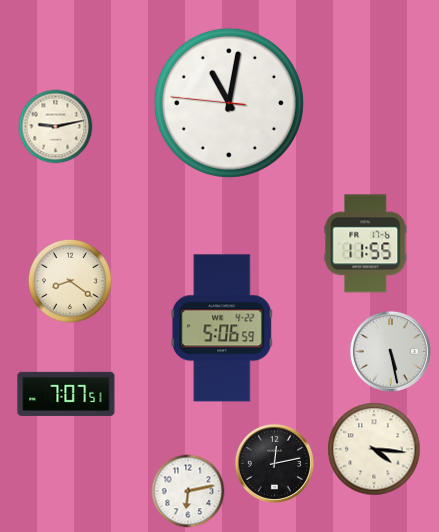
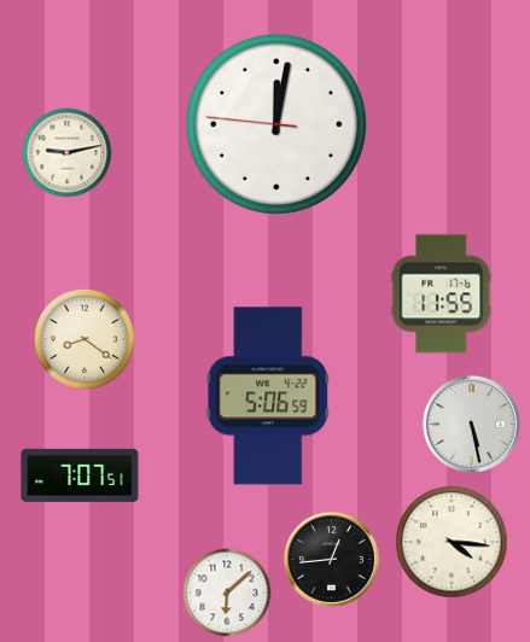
clock at (229, 103): 11:01 -> 12:01
clock at (274, 463): 12:13 -> 12:44
clock at (188, 491): 6:13 -> 6:08
